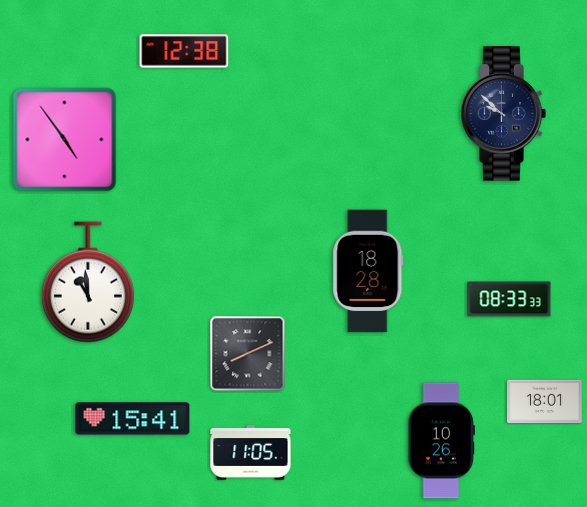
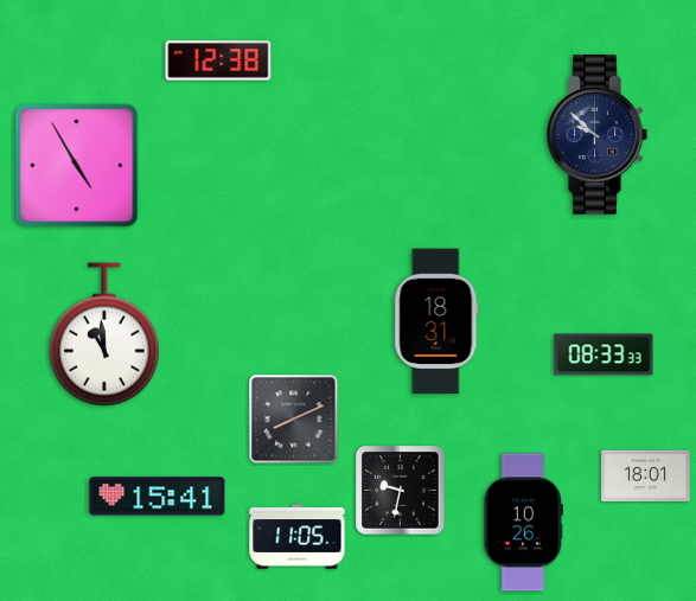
clock at (65, 140): 4:54 -> 4:55
clock at (368, 271): 18:28 -> 18:31
clock at (401, 491): none -> 9:32
